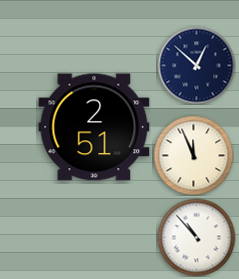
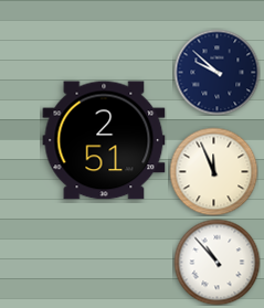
clock at (196, 65): 12:52 -> 9:52
